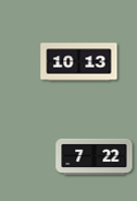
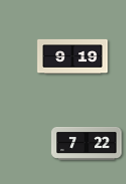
clock at (79, 62): 10:13 -> 9:19
